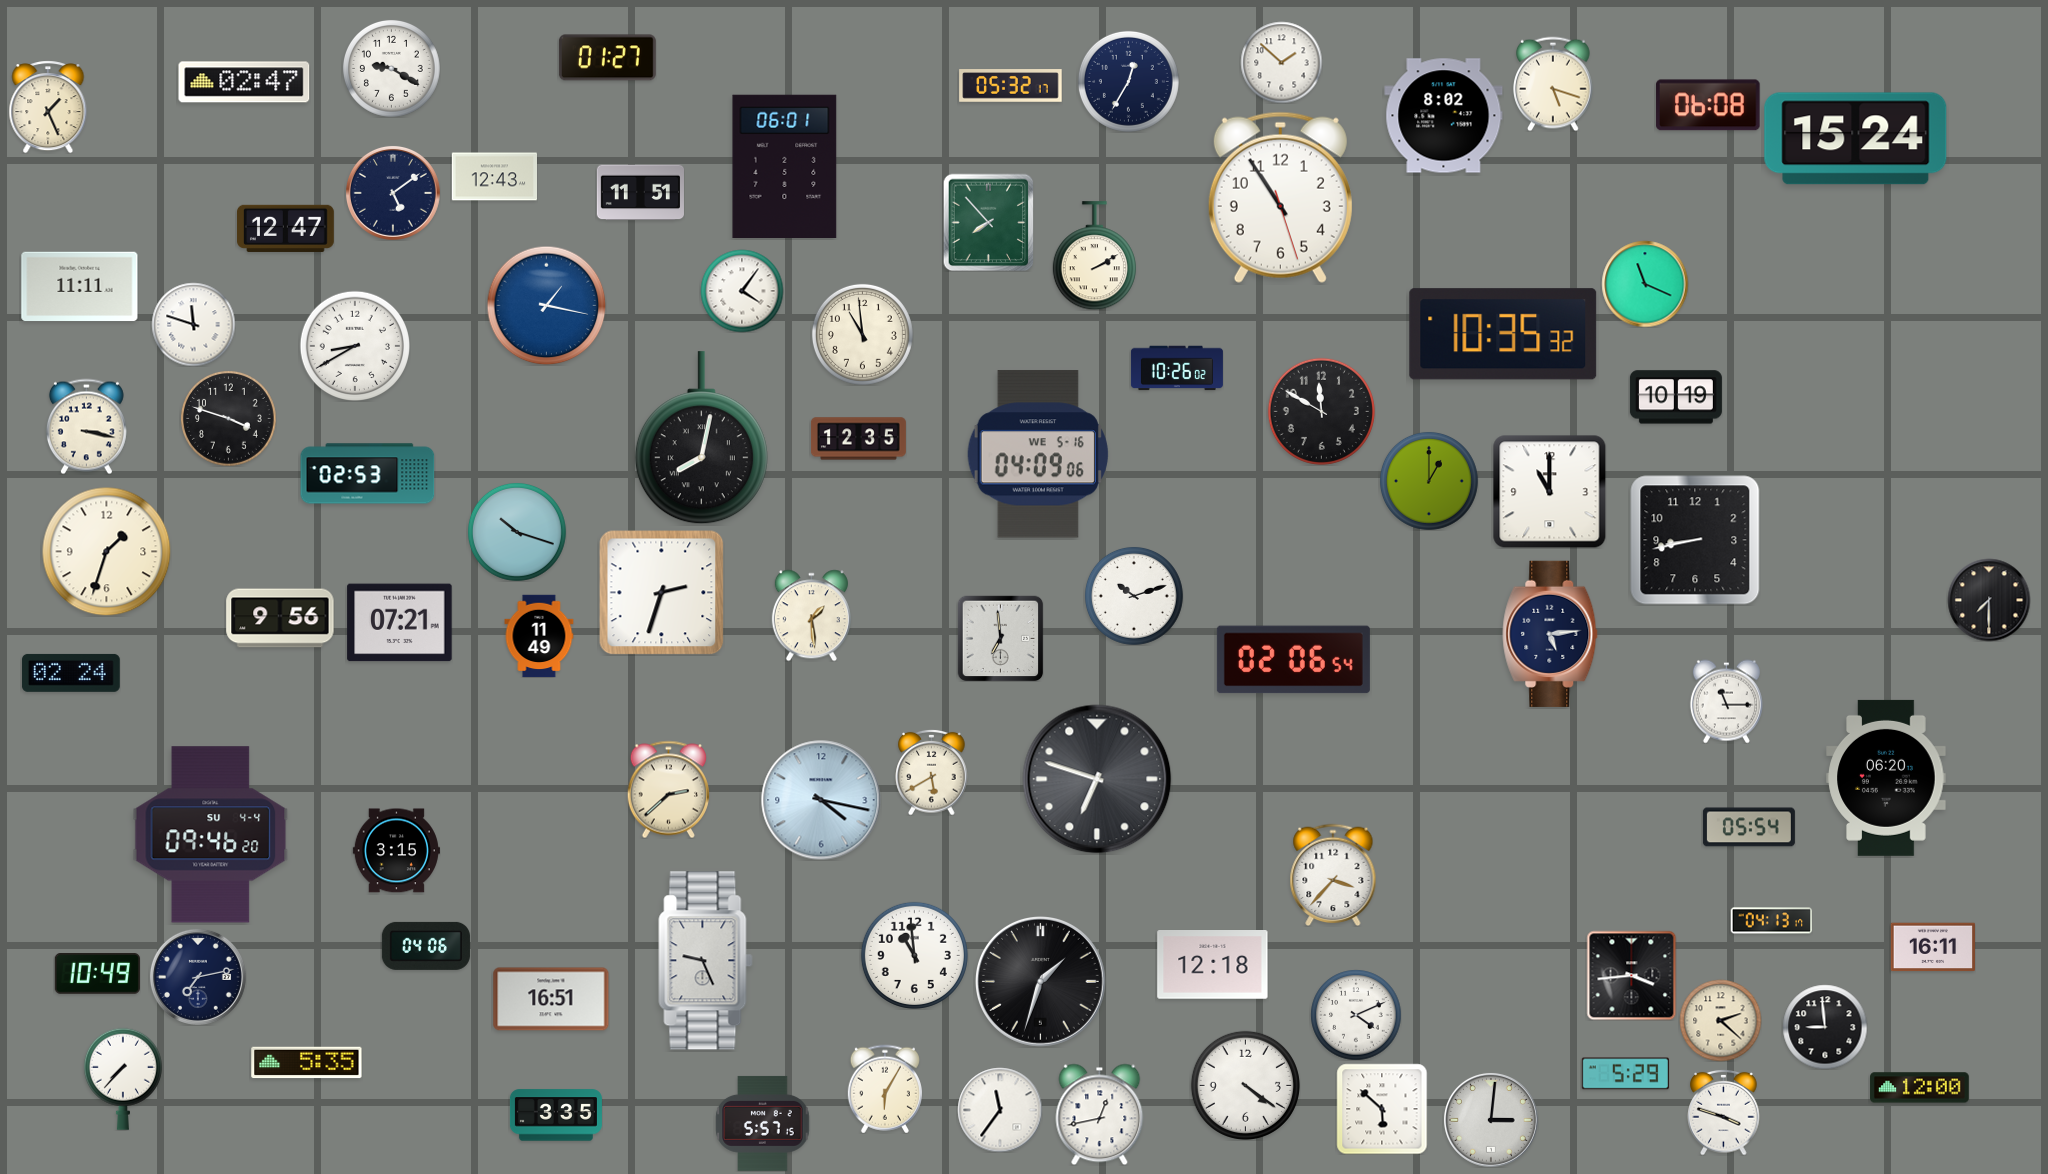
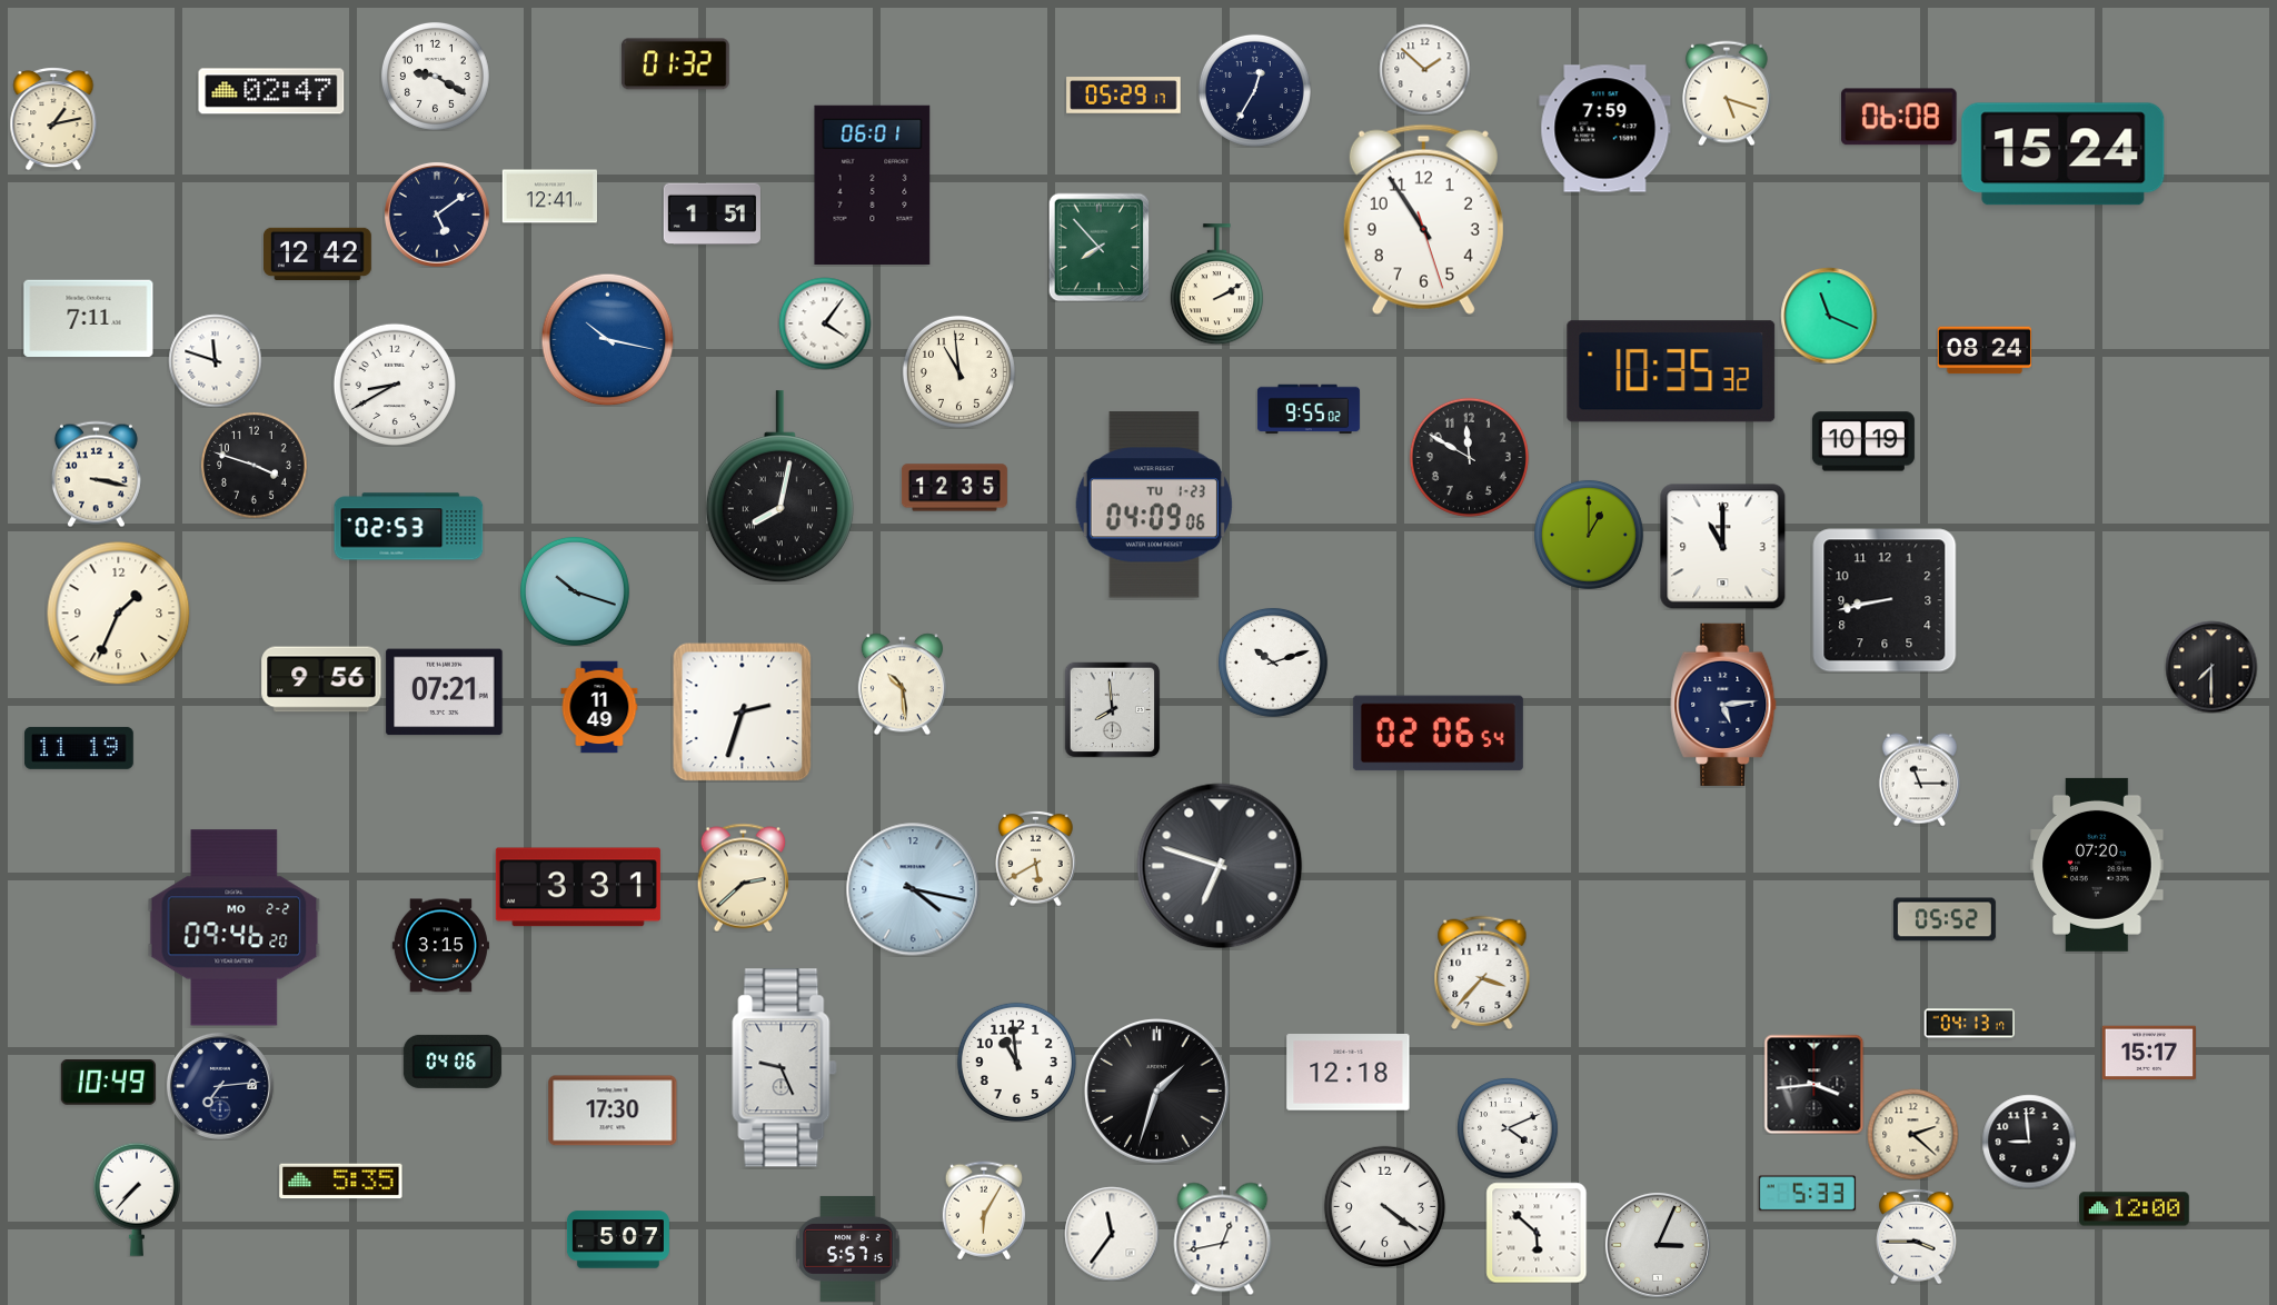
clock at (607, 58): 01:27 -> 01:32
clock at (1011, 86): 05:32 -> 05:29
clock at (48, 107): 1:26 -> 1:13
clock at (1444, 116): 8:02 -> 7:59
clock at (494, 177): 12:43 -> 12:41
clock at (640, 193): 11:51 -> 1:51
clock at (286, 228): 12:47 -> 12:42
clock at (80, 287): 11:11 -> 7:11
clock at (546, 305): 1:17 -> 10:17
clock at (1983, 350): none -> 08:24
clock at (1177, 368): 10:26 -> 9:55
clock at (1038, 454) date: WE 5-16 -> TU 1-23
clock at (106, 551): 1:33 -> 1:34
clock at (661, 592) position: (661, 592) -> (742, 711)
clock at (1134, 596) position: (1134, 596) -> (1273, 663)
clock at (811, 615): 1:29 -> 10:29
clock at (280, 618) position: (280, 618) -> (321, 679)
clock at (1000, 638): 6:59 -> 7:59
clock at (71, 673): 02:24 -> 11:19
clock at (1886, 778): 06:20 -> 07:20
clock at (578, 887): none -> 3:31
clock at (1749, 827): 05:54 -> 05:52
clock at (211, 835) date: SU 4-4 -> MO 2-2
clock at (426, 946) position: (426, 946) -> (453, 1062)
clock at (1932, 947): 16:11 -> 15:17
clock at (198, 977): 7:13 -> 7:14
clock at (551, 999): 16:51 -> 17:30
clock at (1625, 1074): 5:29 -> 5:33
clock at (1724, 1112): 3:48 -> 3:45
clock at (556, 1115): 3:35 -> 5:07
clock at (1491, 1120): 3:01 -> 3:04
